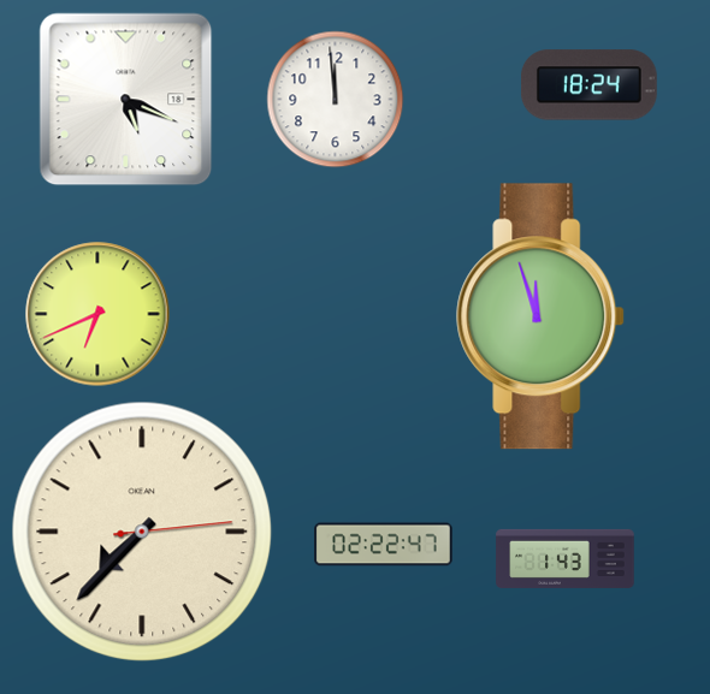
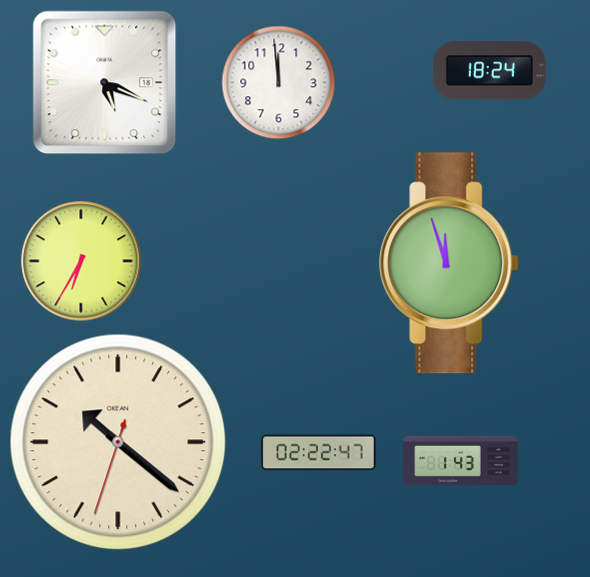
clock at (97, 314): 6:41 -> 6:35
clock at (142, 532): 7:37 -> 10:21
clock at (566, 558) position: (566, 558) -> (461, 460)
